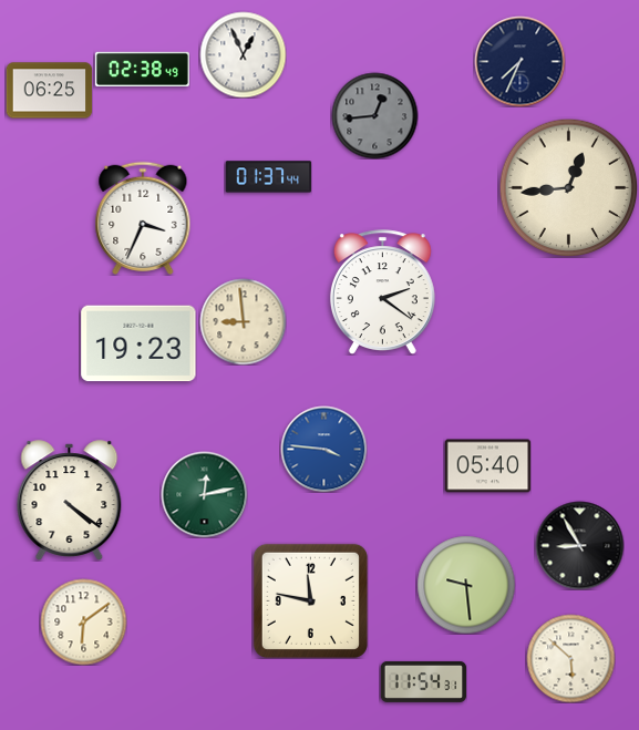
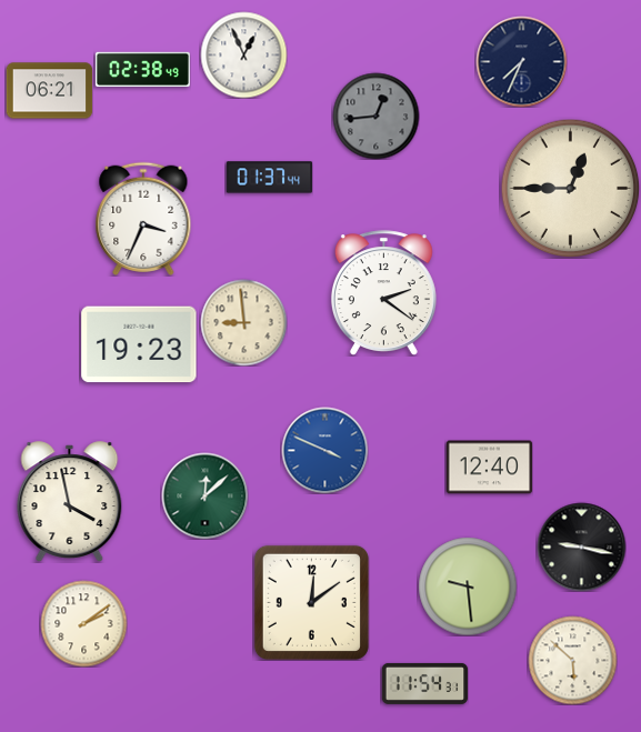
clock at (49, 91): 06:25 -> 06:21
clock at (568, 187): 12:44 -> 12:45
clock at (323, 449): 3:46 -> 3:49
clock at (487, 466): 05:40 -> 12:40
clock at (204, 494): 12:13 -> 12:08
clock at (70, 501): 4:21 -> 3:58
clock at (579, 545): 8:55 -> 9:17
clock at (310, 600): 11:47 -> 12:09
clock at (83, 621): 6:09 -> 2:09
